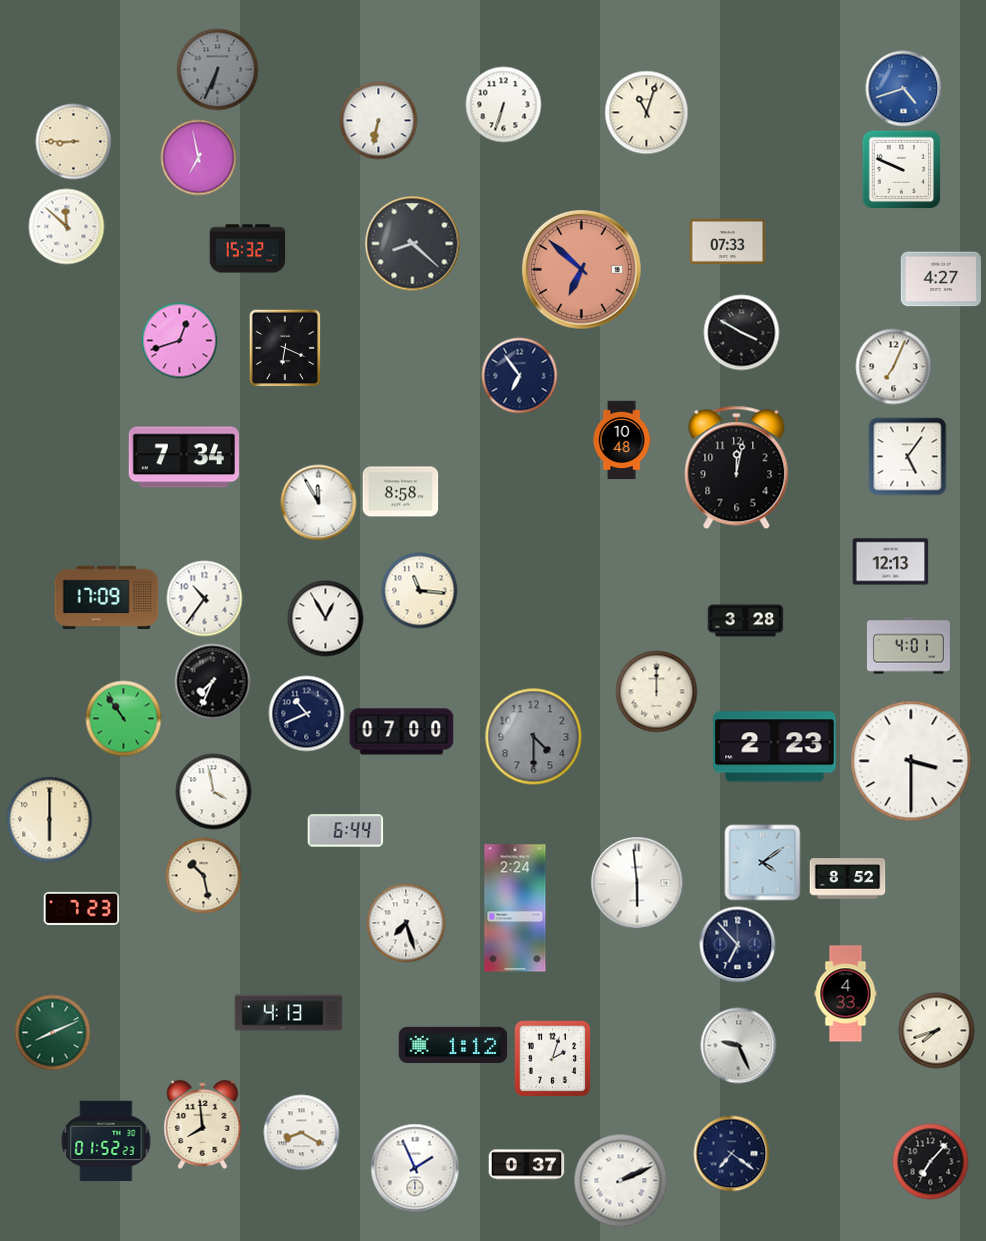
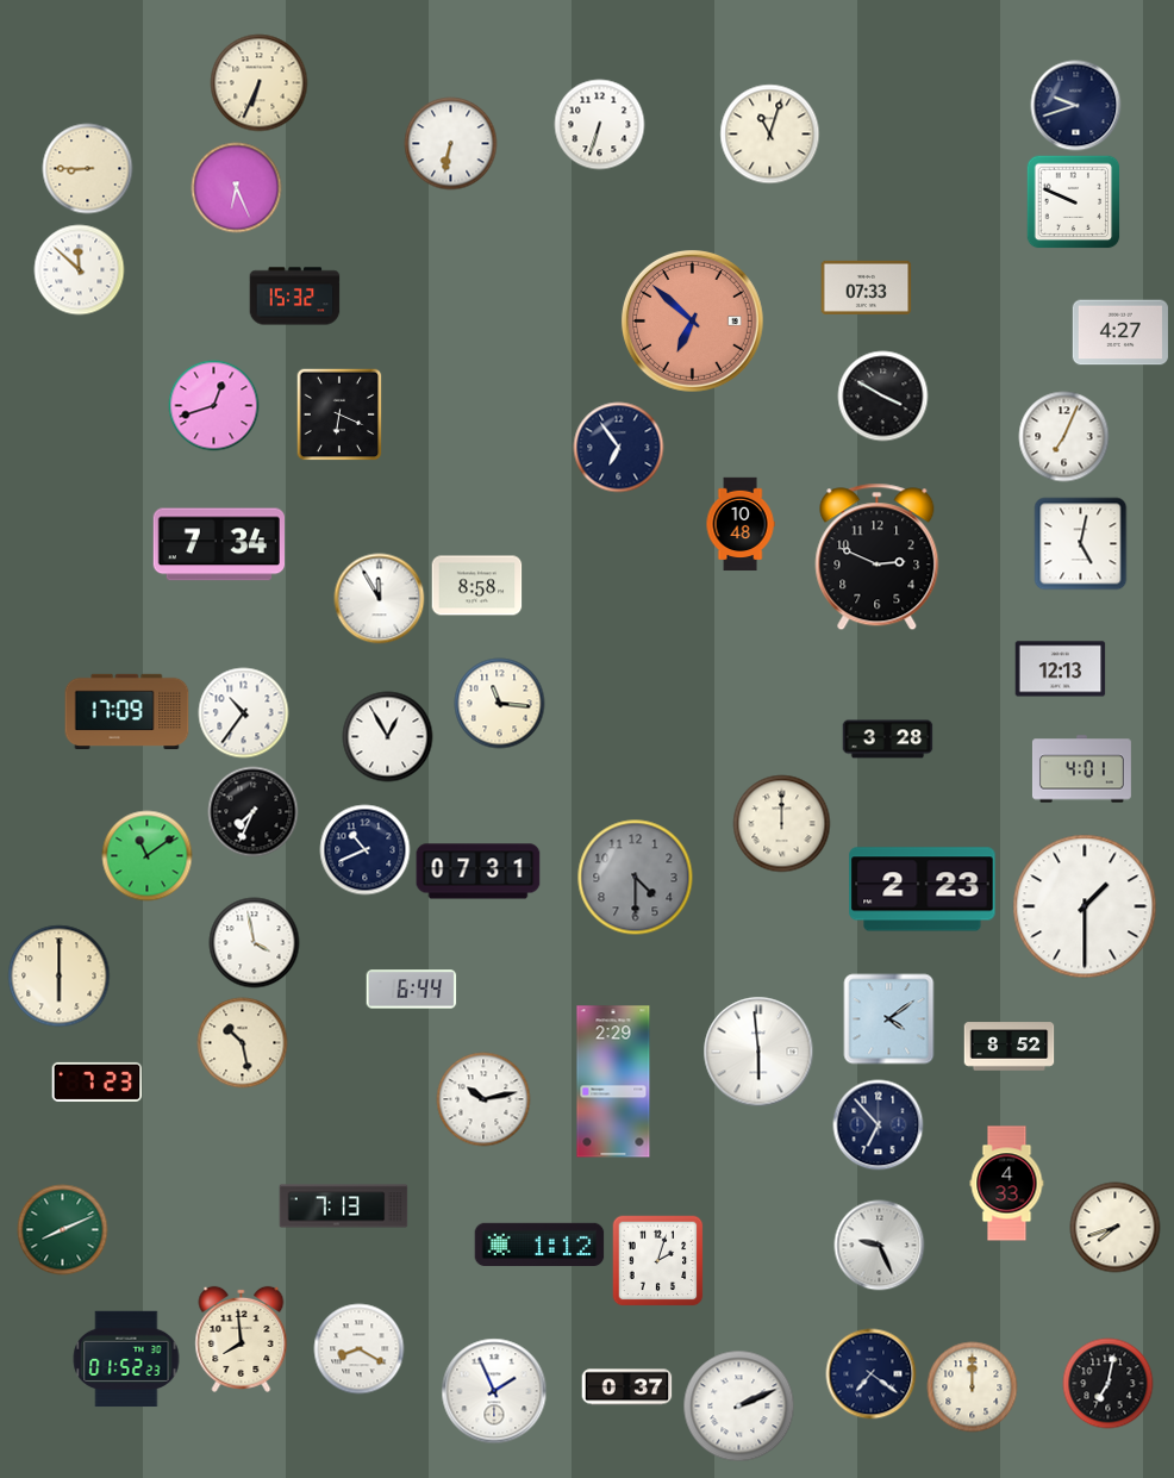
clock at (218, 70) dial: grey -> cream
clock at (904, 89): 4:42 -> 9:42
clock at (904, 89) dial: blue -> navy
clock at (199, 158): 6:58 -> 6:26
clock at (413, 244): 8:22 -> none
clock at (908, 457): 5:06 -> 5:02
clock at (737, 468): 12:02 -> 2:49
clock at (124, 719): 10:54 -> 11:09
clock at (402, 732): 07:00 -> 07:31
clock at (911, 761): 3:30 -> 1:30
clock at (763, 863) position: (763, 863) -> (889, 1019)
clock at (515, 908): 2:24 -> 2:29
clock at (406, 923): 7:27 -> 10:13
clock at (289, 1013): 4:13 -> 7:13
clock at (931, 1162): 7:07 -> 7:02
clock at (973, 1387): none -> 12:00
